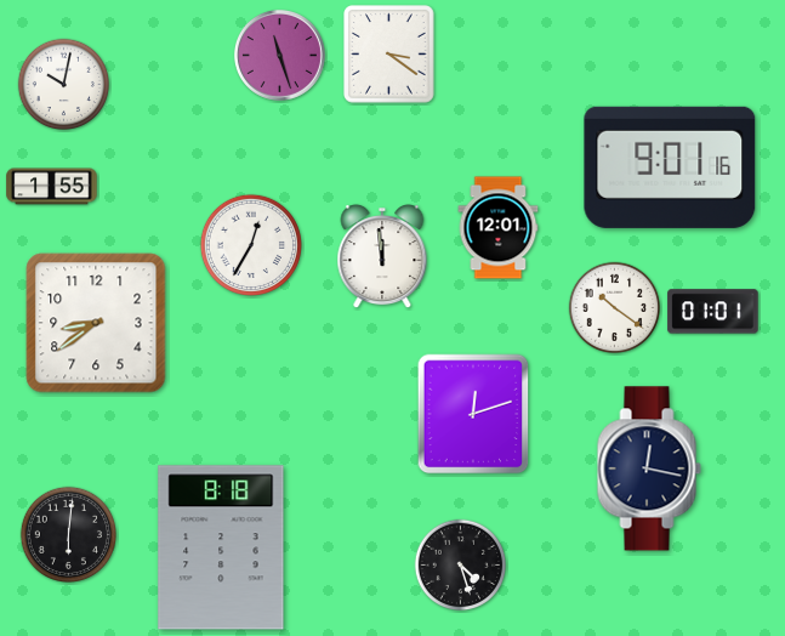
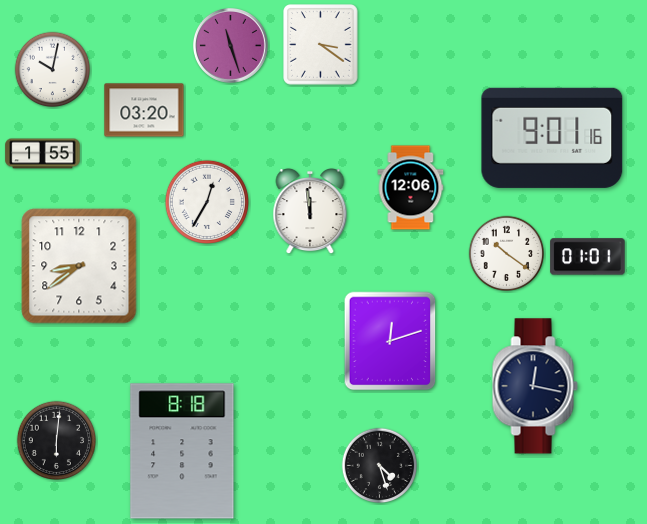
clock at (144, 110): none -> 03:20
clock at (499, 228): 12:01 -> 12:06
clock at (382, 257) position: (382, 257) -> (310, 212)
